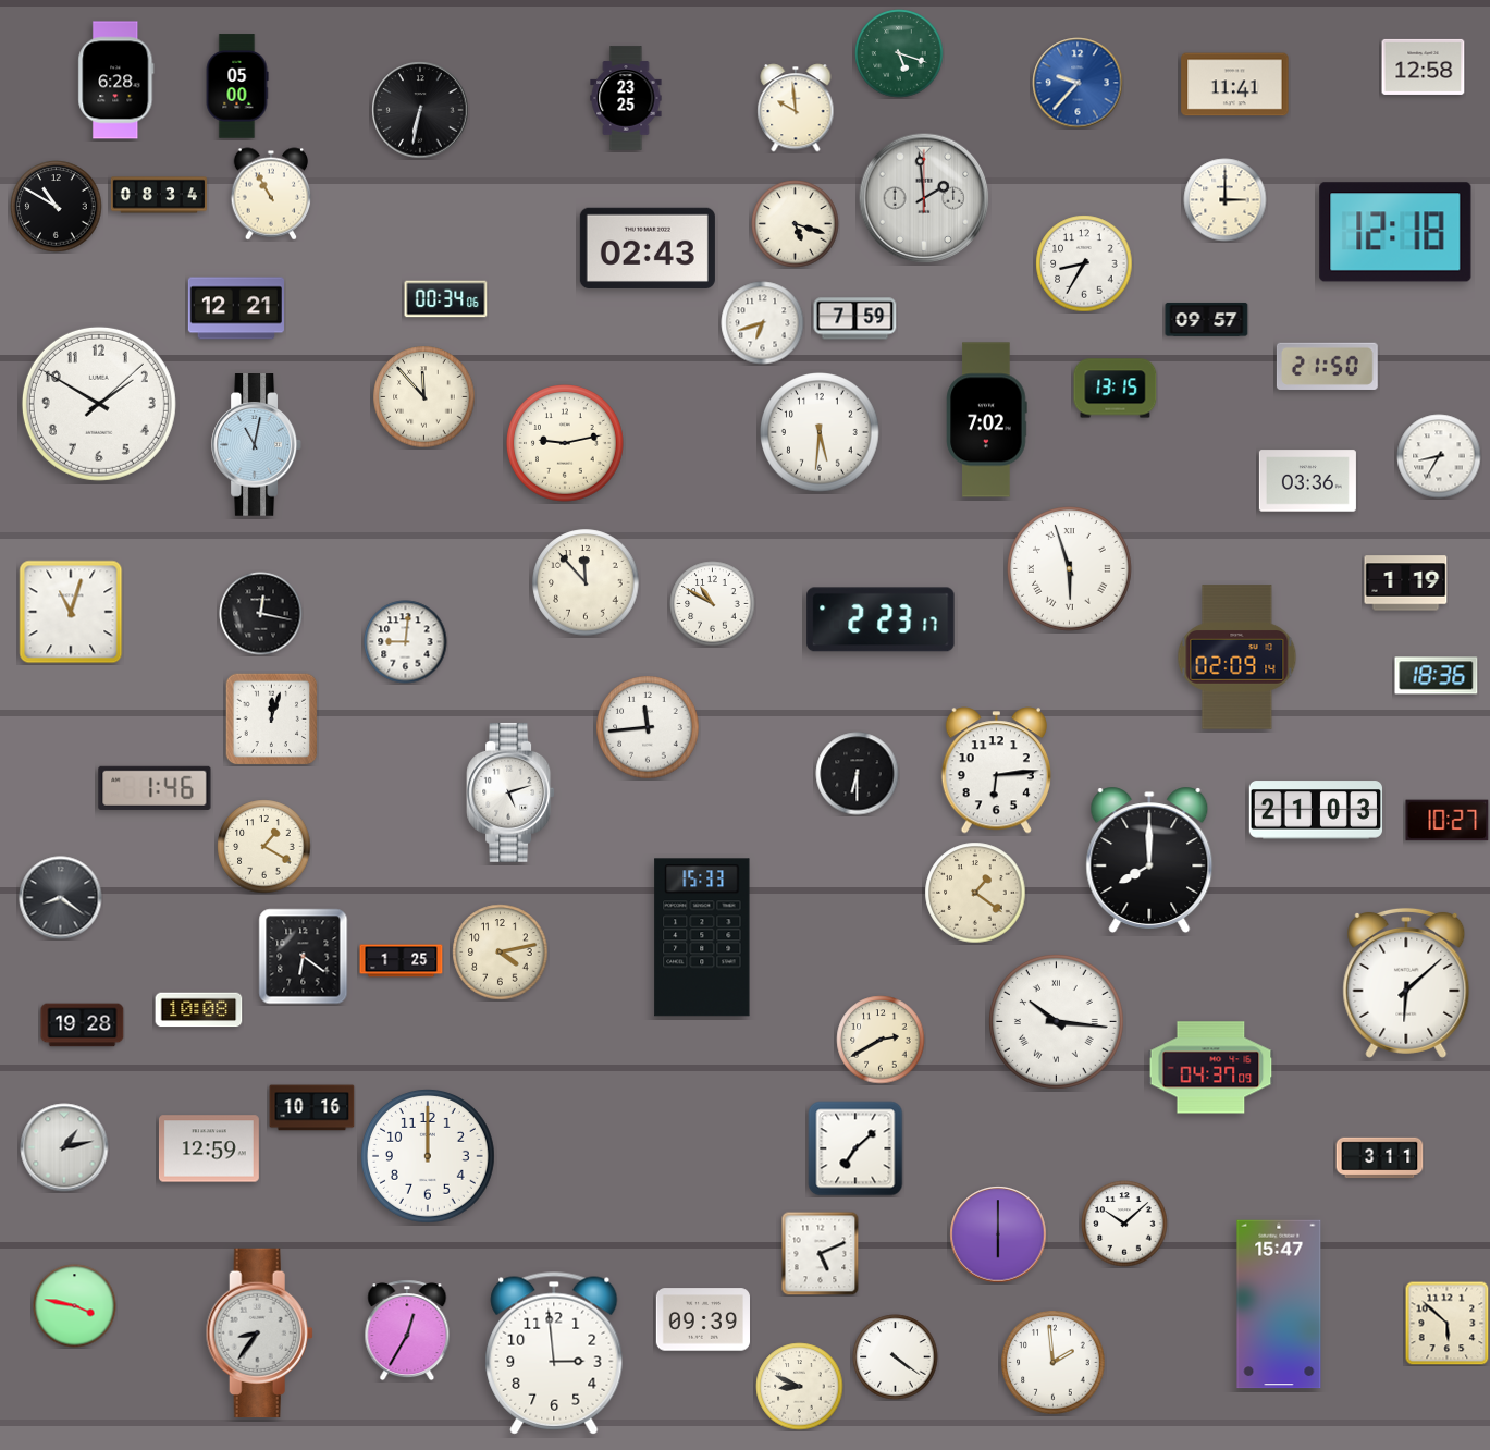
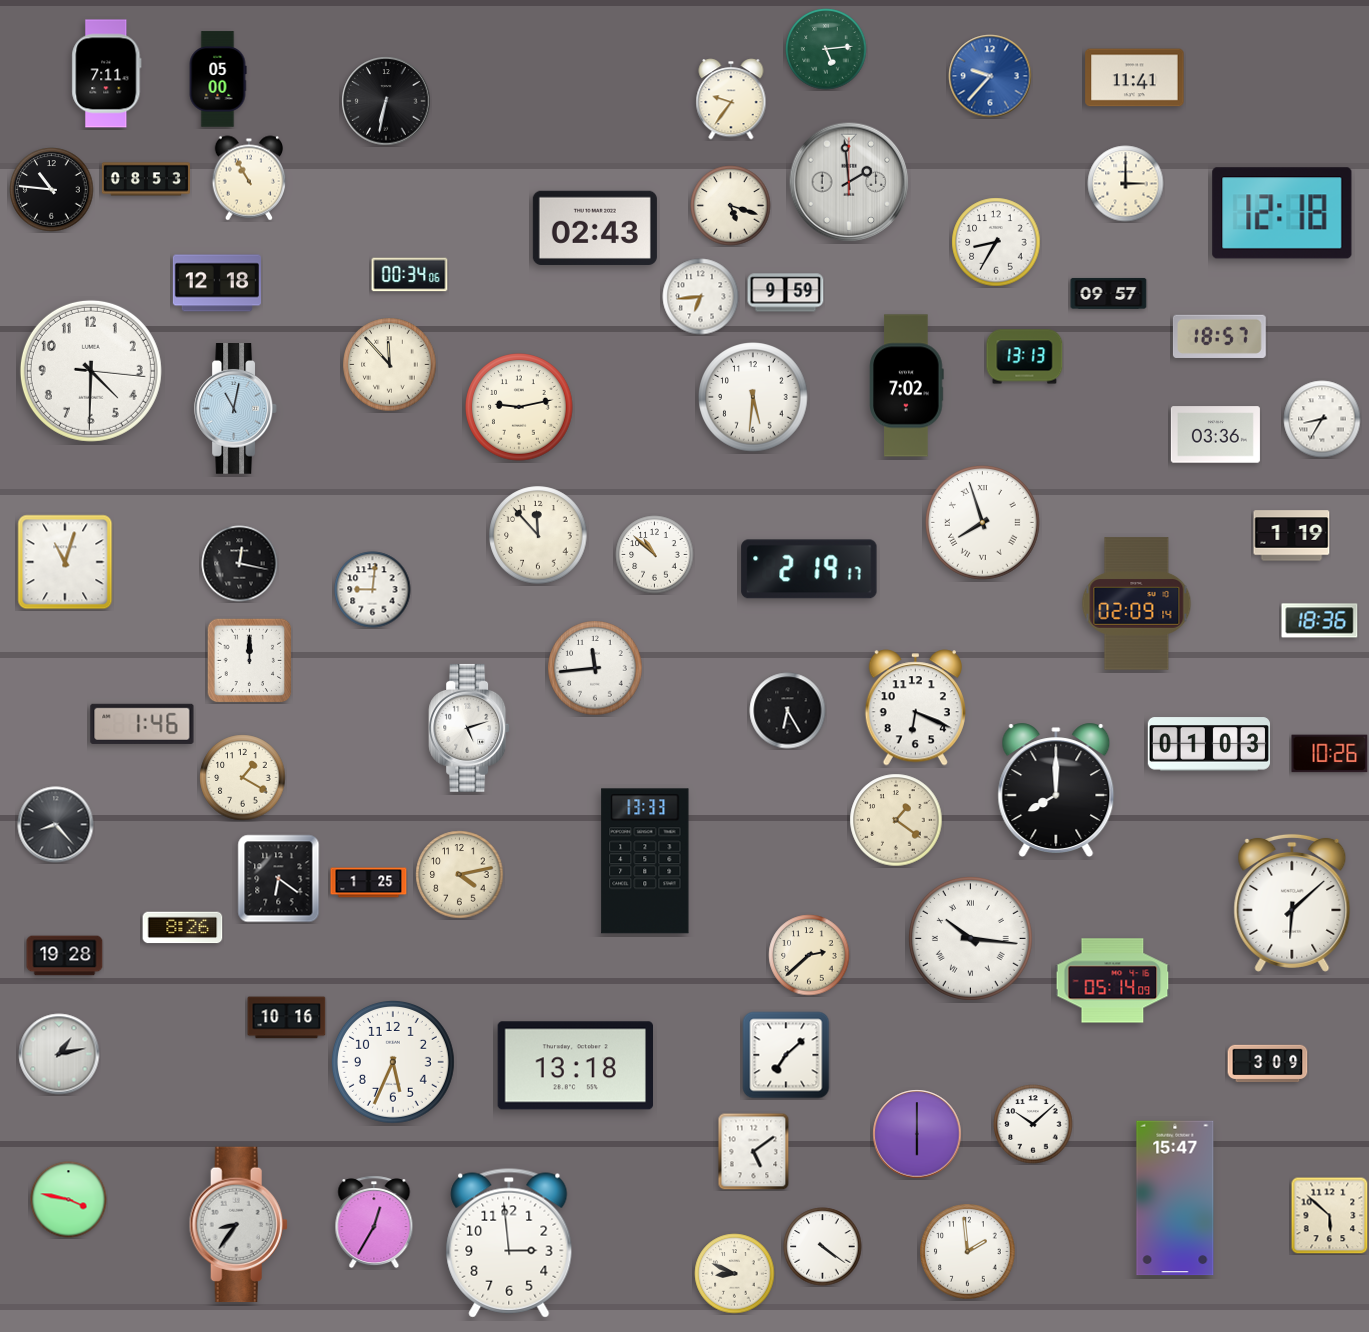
clock at (899, 53): 5:18 -> 5:14
clock at (1424, 66): 12:58 -> none
clock at (116, 81): 6:28 -> 7:11
clock at (626, 98): 23:25 -> none
clock at (796, 108): 9:59 -> 9:36
clock at (159, 195): 08:34 -> 08:53
clock at (57, 207): 10:50 -> 10:46
clock at (236, 308): 12:21 -> 12:18
clock at (855, 319): 7:59 -> 9:59
clock at (763, 323): 6:42 -> 6:44
clock at (1327, 366): 21:50 -> 18:57
clock at (1116, 389): 13:15 -> 13:13
clock at (99, 404): 1:50 -> 4:30
clock at (1307, 481) position: (1307, 481) -> (1215, 435)
clock at (1070, 569): 5:57 -> 7:57
clock at (713, 604): 10:50 -> 10:52
clock at (881, 619): 2:23 -> 2:19
clock at (271, 718): 12:03 -> 12:00
clock at (996, 771): 6:14 -> 6:19
clock at (858, 774): 6:30 -> 6:25
clock at (1315, 810): 21:03 -> 01:03
clock at (1448, 821): 10:27 -> 10:26
clock at (61, 898): 8:21 -> 8:23
clock at (702, 937): 15:33 -> 13:33
clock at (199, 1010): 10:08 -> 8:26
clock at (83, 1025) position: (83, 1025) -> (65, 956)
clock at (881, 1040): 2:40 -> 2:38
clock at (1211, 1068): 04:37 -> 05:14
clock at (209, 1148): 12:59 -> none
clock at (428, 1156): 12:00 -> 5:34
clock at (1380, 1158): 3:11 -> 3:09
clock at (575, 1066): none -> 13:18
clock at (821, 1253): 5:11 -> 5:09
clock at (702, 1319): 09:39 -> none
